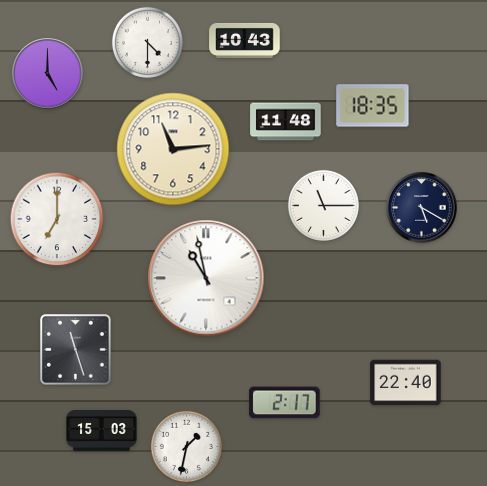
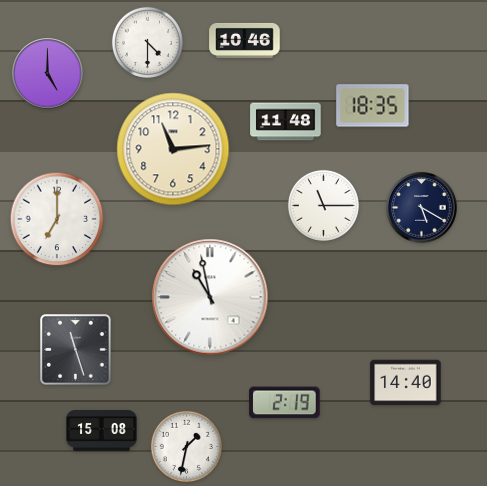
clock at (245, 40): 10:43 -> 10:46
clock at (206, 278) position: (206, 278) -> (210, 297)
clock at (406, 383): 22:40 -> 14:40
clock at (285, 403): 2:17 -> 2:19
clock at (102, 431): 15:03 -> 15:08
